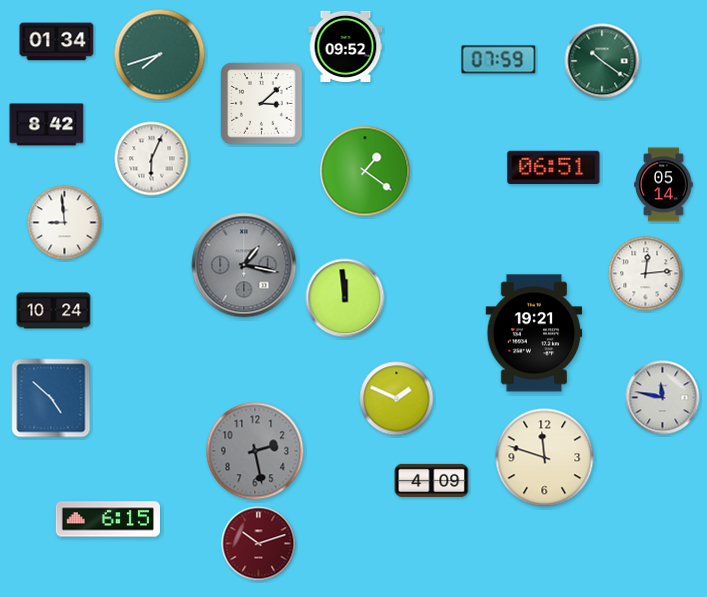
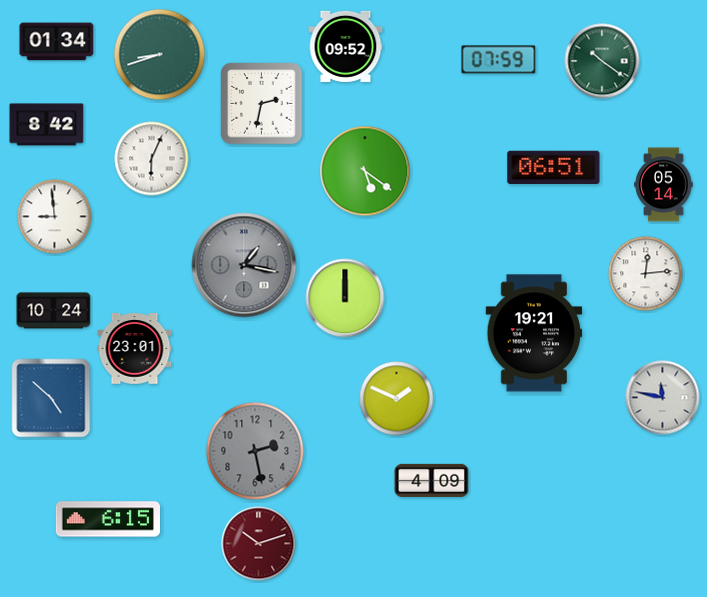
clock at (160, 55): 7:42 -> 8:42
clock at (262, 104): 3:08 -> 2:32
clock at (365, 171): 1:21 -> 5:21
clock at (65, 223) position: (65, 223) -> (55, 217)
clock at (345, 298): 11:59 -> 12:00
clock at (135, 349): none -> 23:01
clock at (545, 458): 11:48 -> none
